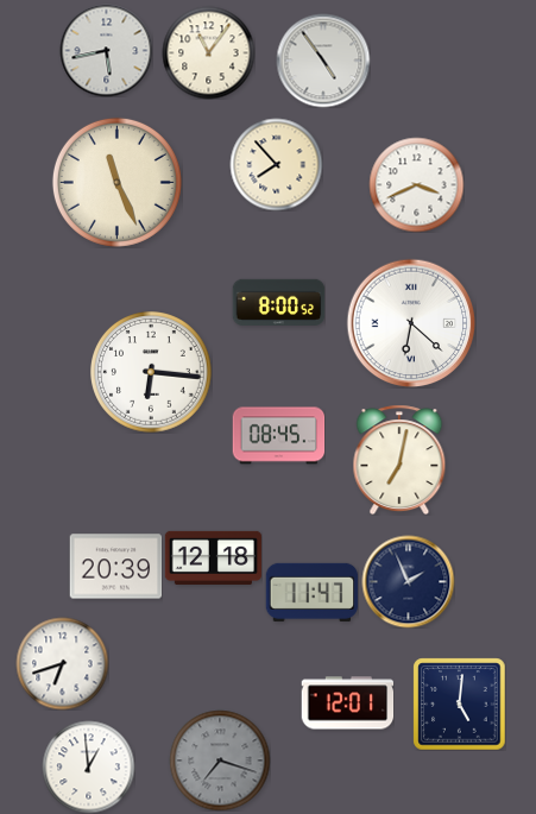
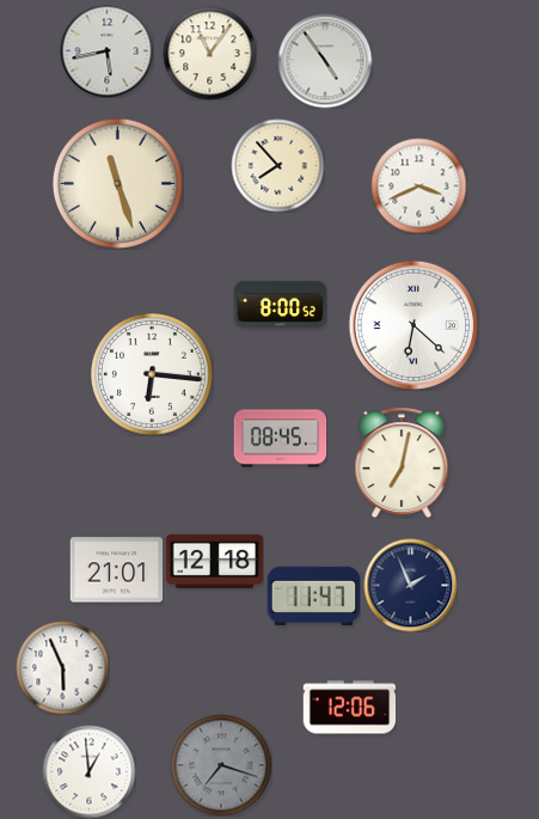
clock at (116, 182): 11:26 -> 11:27
clock at (115, 567): 20:39 -> 21:01
clock at (62, 663): 6:42 -> 5:56
clock at (347, 703): 12:01 -> 12:06
clock at (459, 703): 5:01 -> none
